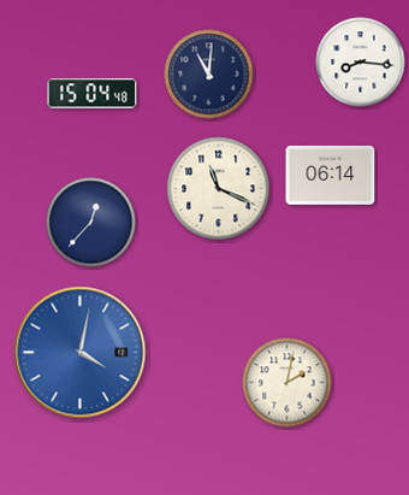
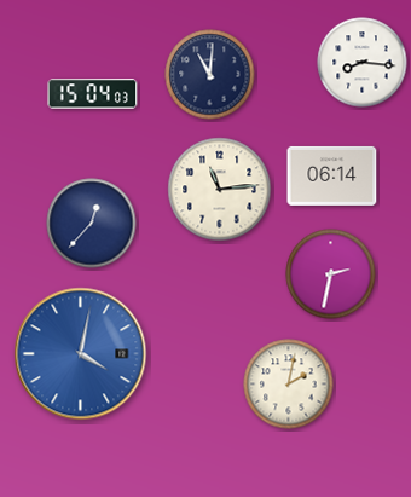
clock at (93, 94): 15:04:48 -> 15:04:03
clock at (219, 189): 11:19 -> 11:14
clock at (331, 274): none -> 2:32
